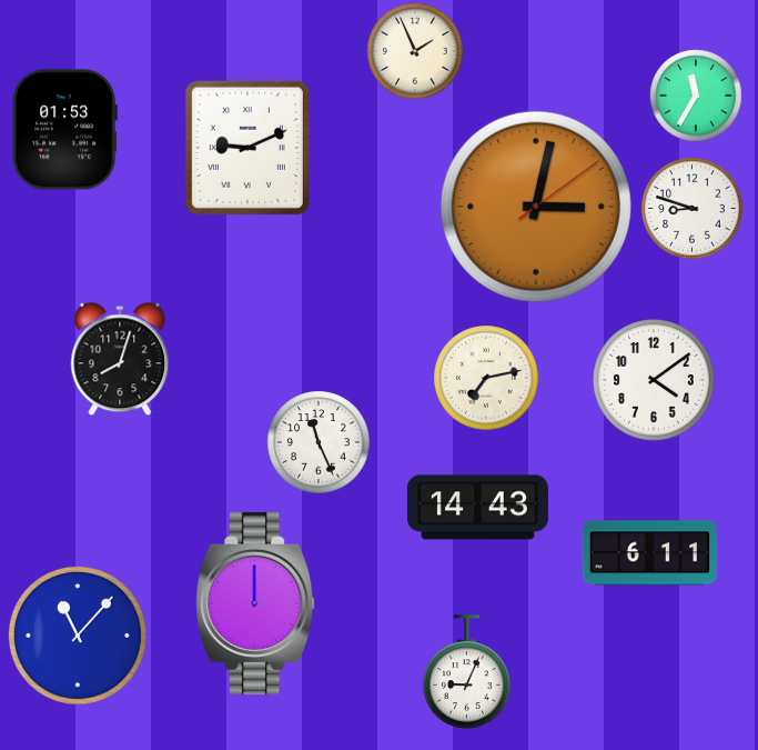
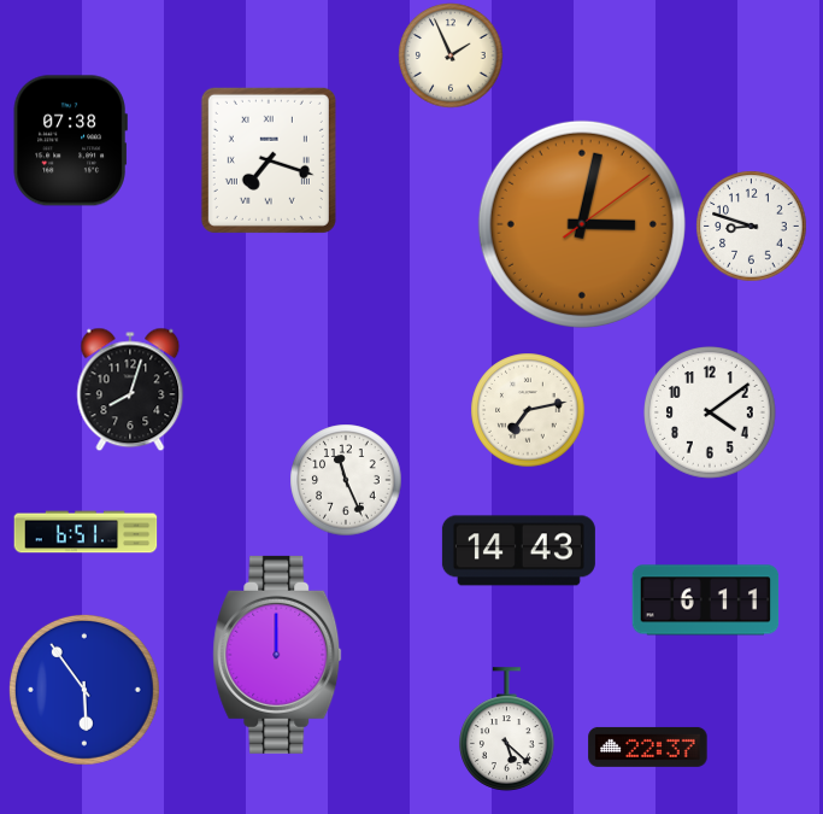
clock at (696, 96): 11:35 -> none
clock at (64, 130): 01:53 -> 07:38
clock at (247, 148): 9:11 -> 7:18
clock at (86, 532): none -> 6:51
clock at (78, 636): 11:07 -> 5:54
clock at (467, 672): 9:04 -> 5:22
clock at (648, 746): none -> 22:37
